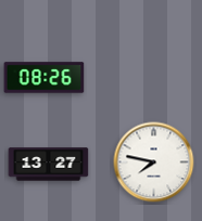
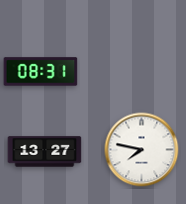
clock at (45, 78): 08:26 -> 08:31
